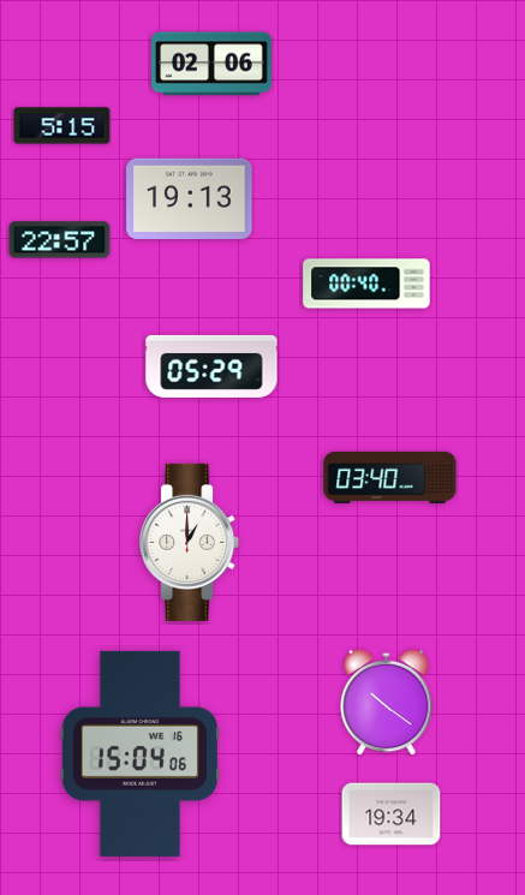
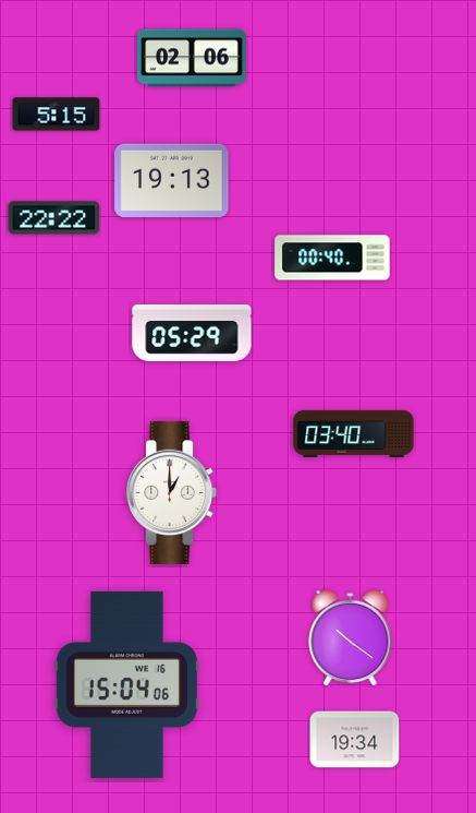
clock at (60, 240): 22:57 -> 22:22
